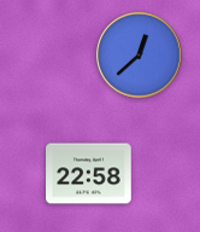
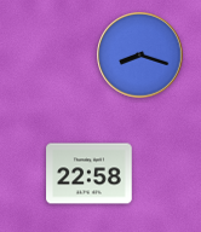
clock at (140, 56): 12:38 -> 8:18
